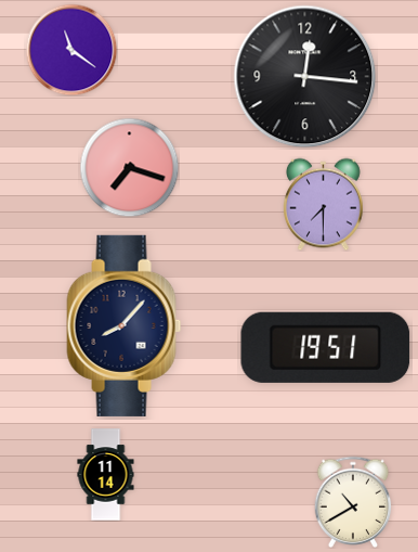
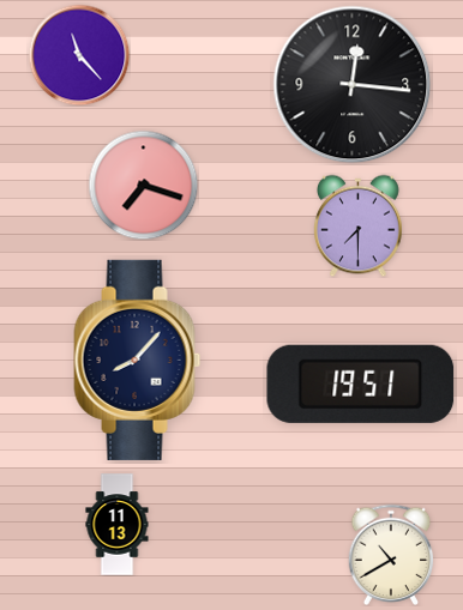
clock at (71, 50): 11:21 -> 11:23
clock at (305, 77) position: (305, 77) -> (353, 85)
clock at (106, 475): 11:14 -> 11:13
